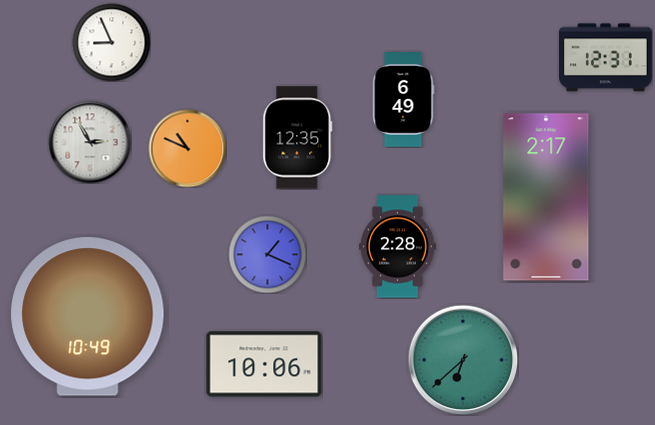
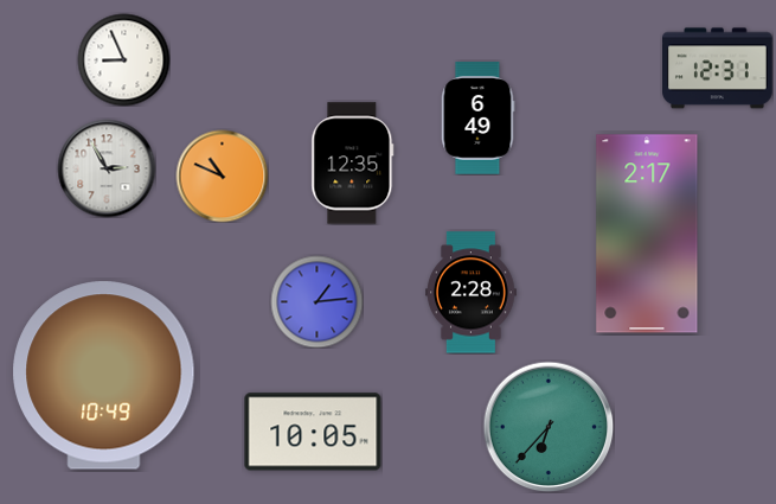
clock at (111, 42) position: (111, 42) -> (123, 59)
clock at (267, 254): 1:19 -> 1:14
clock at (463, 360): 6:38 -> 6:37
clock at (264, 364): 10:06 -> 10:05
